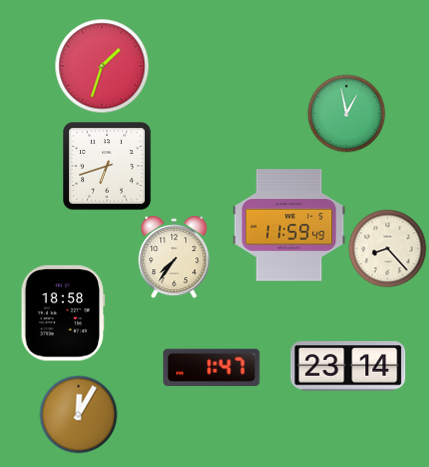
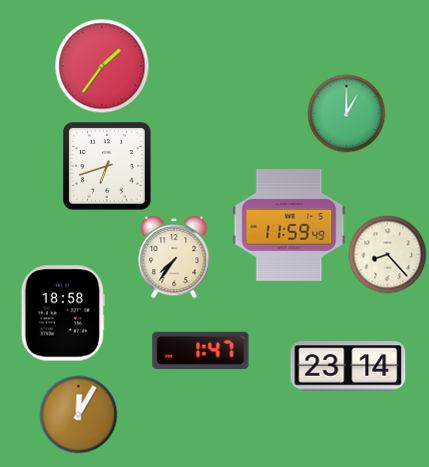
clock at (102, 66): 1:33 -> 1:36
clock at (346, 113): 12:58 -> 1:00
clock at (387, 248) position: (387, 248) -> (387, 254)
clock at (212, 368) position: (212, 368) -> (201, 351)
